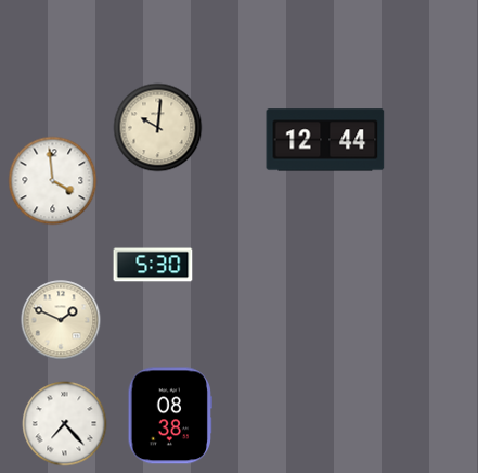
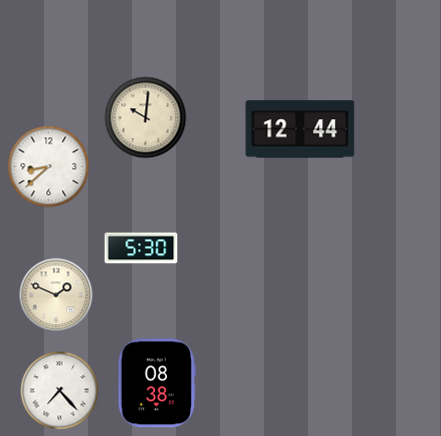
clock at (53, 181): 3:59 -> 8:38
clock at (153, 265) position: (153, 265) -> (141, 248)
